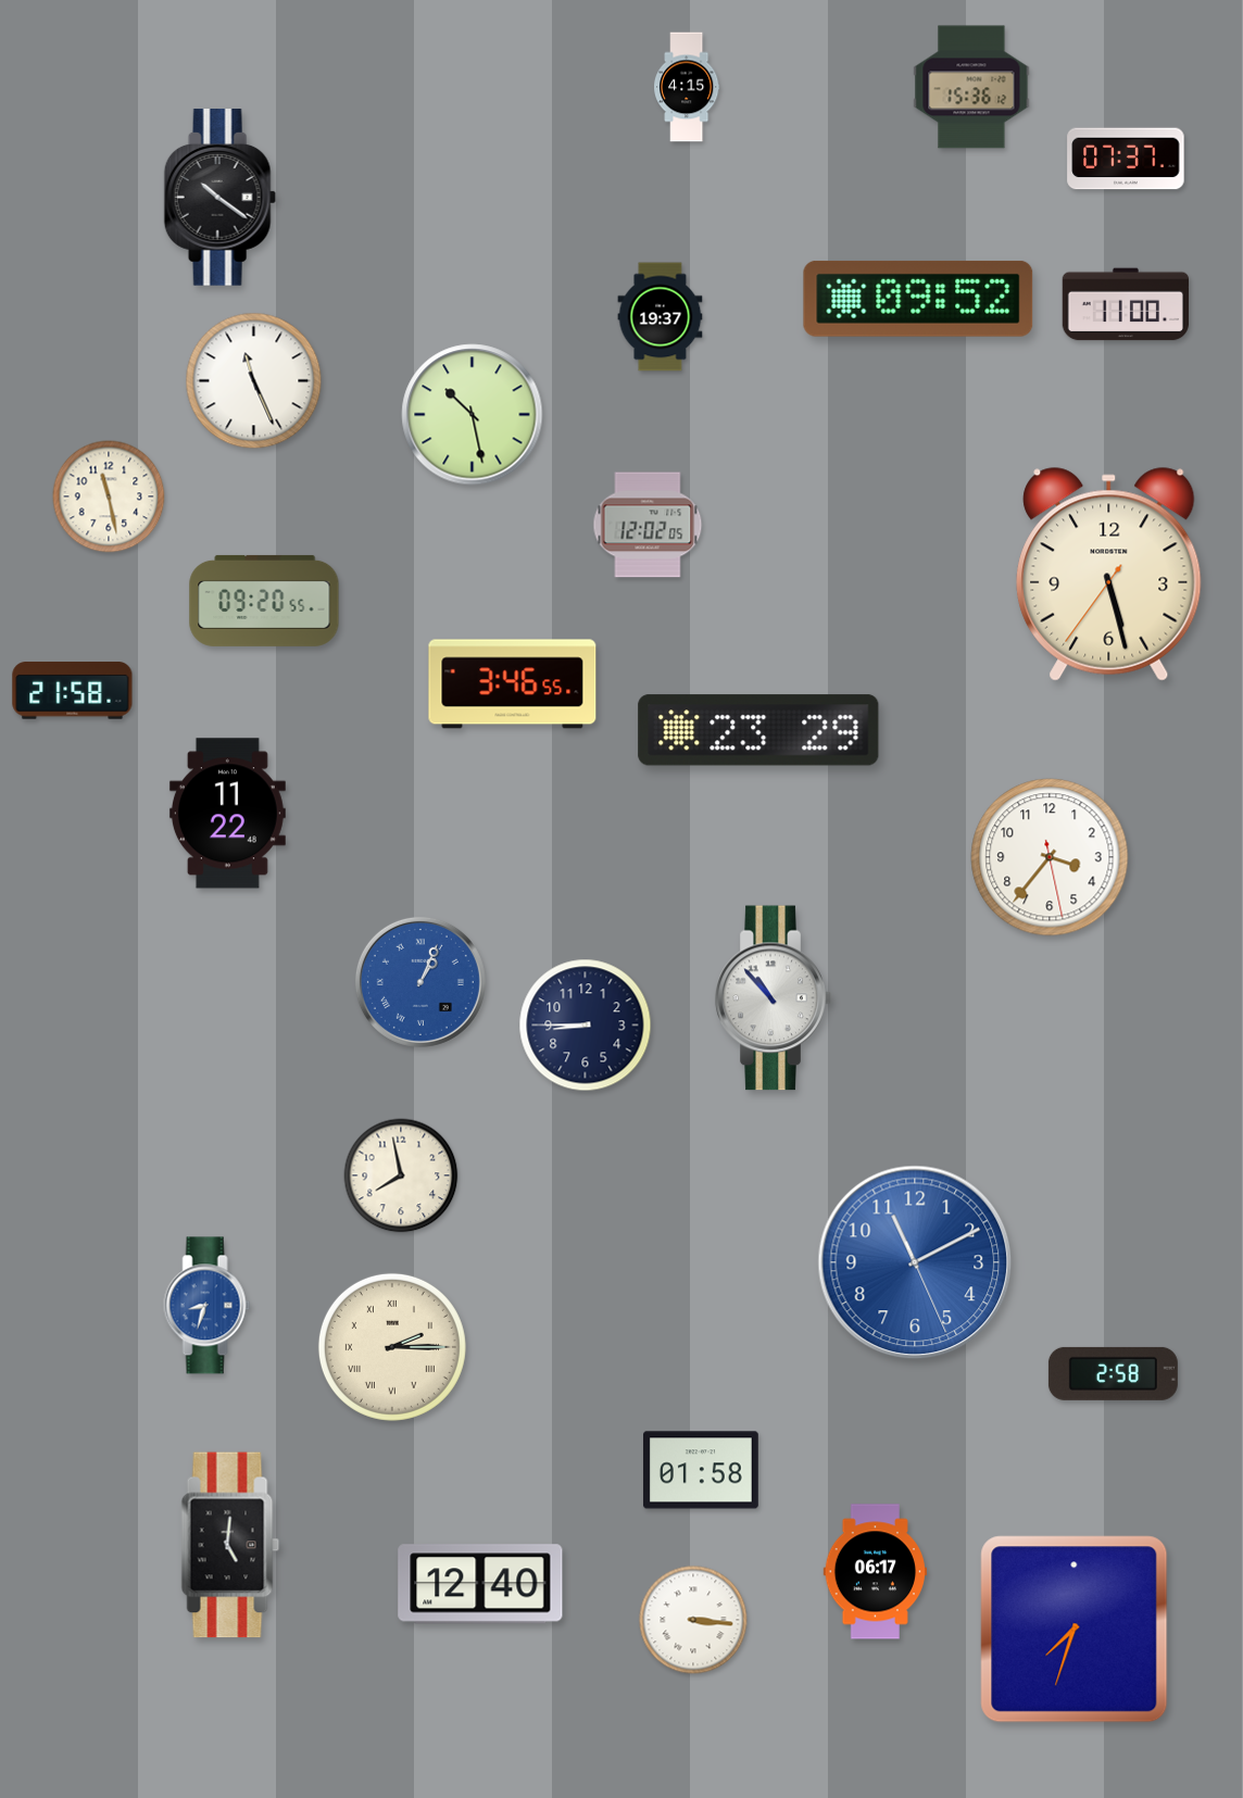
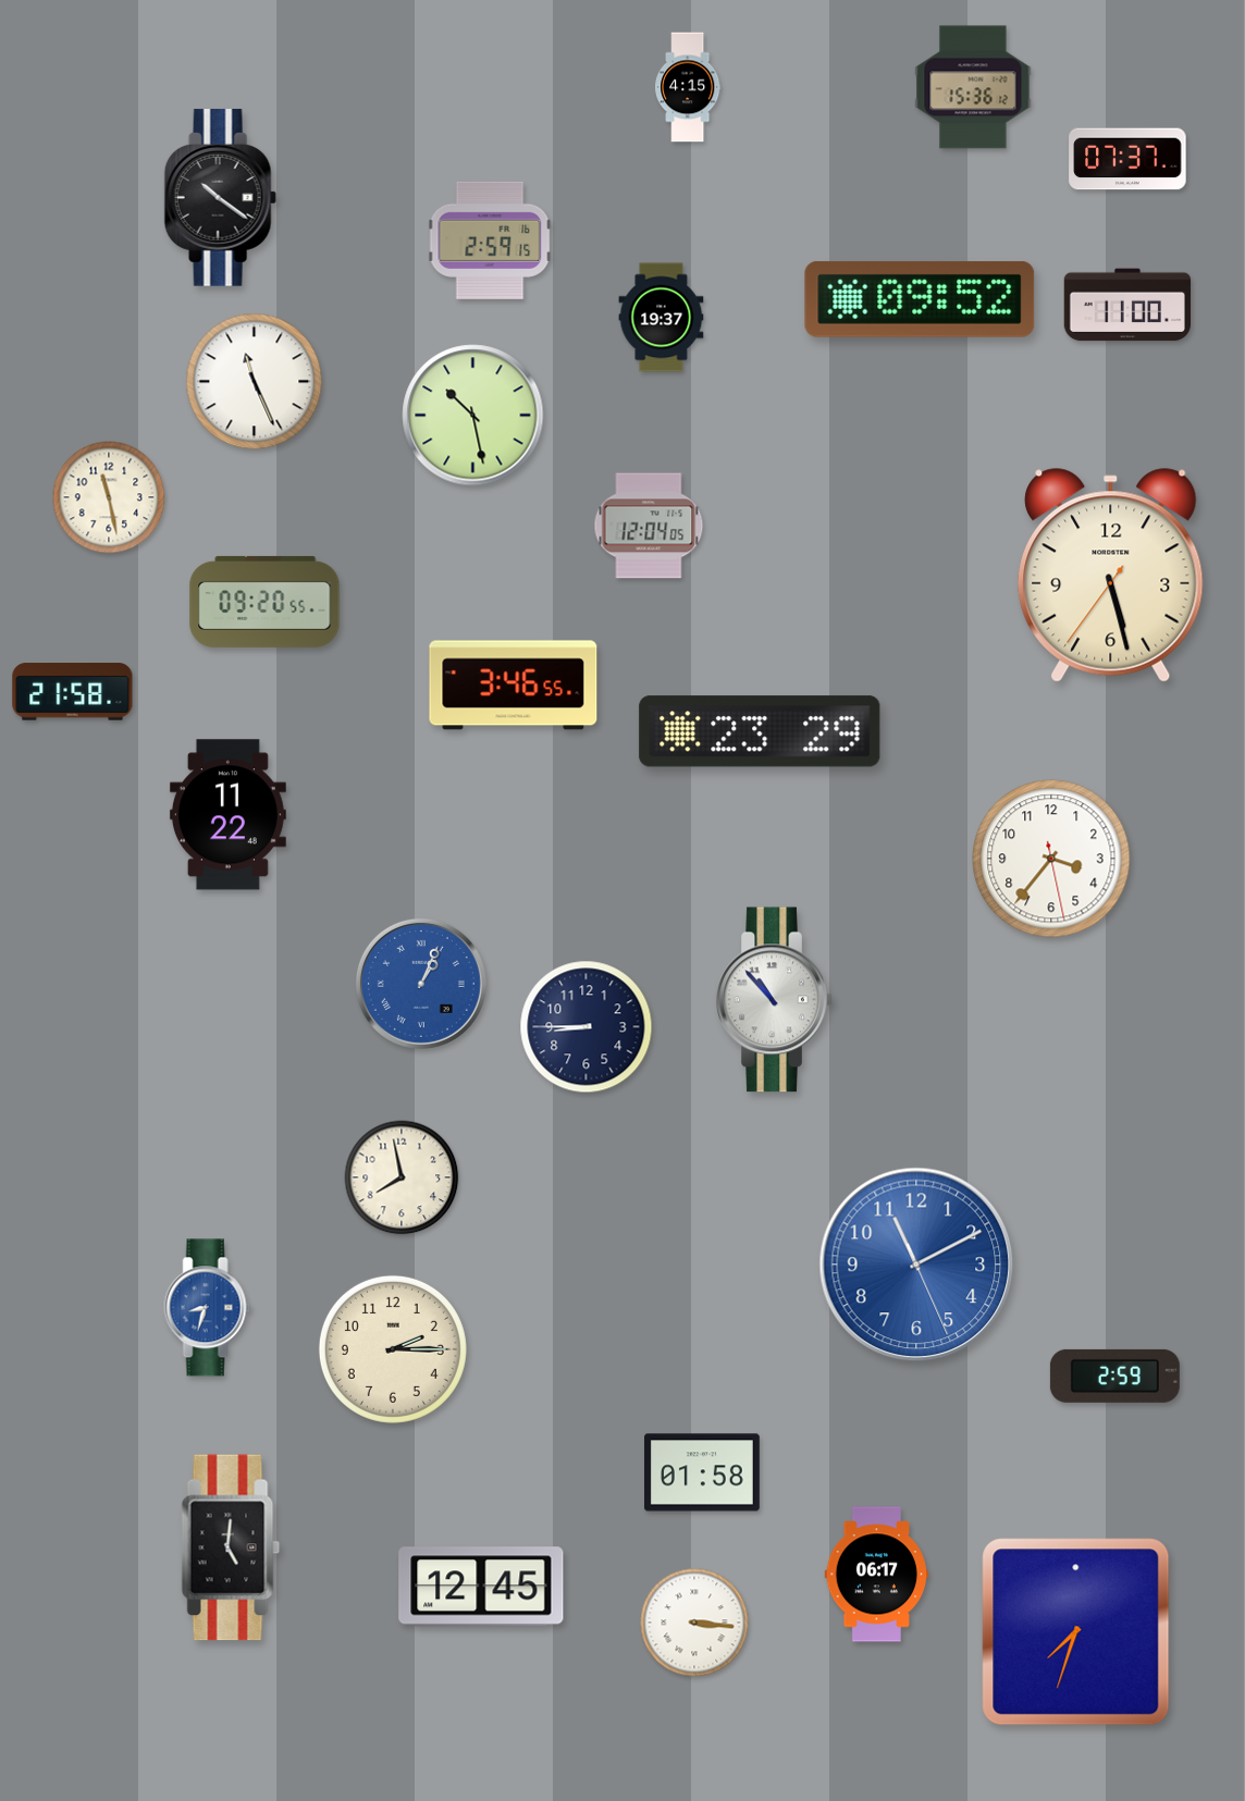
clock at (490, 240): none -> 2:59
clock at (648, 525): 12:02 -> 12:04
clock at (392, 1347) numerals: Roman -> Arabic
clock at (1113, 1373): 2:58 -> 2:59
clock at (480, 1584): 12:40 -> 12:45
